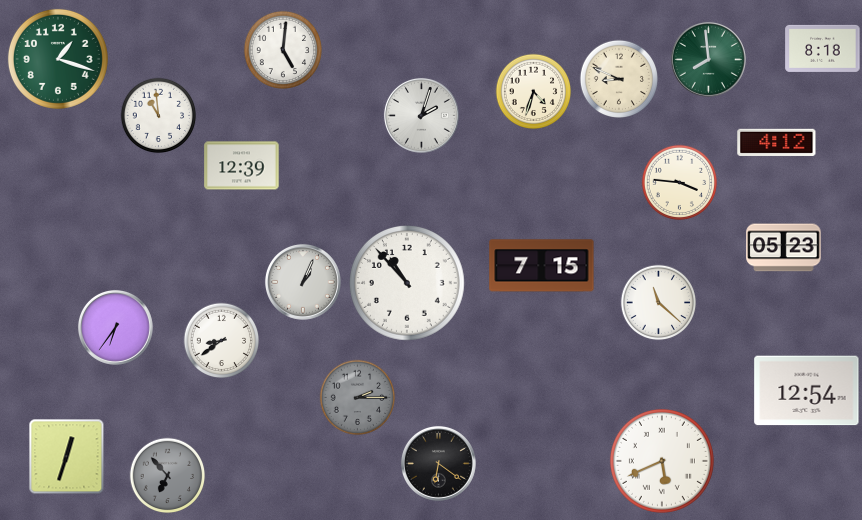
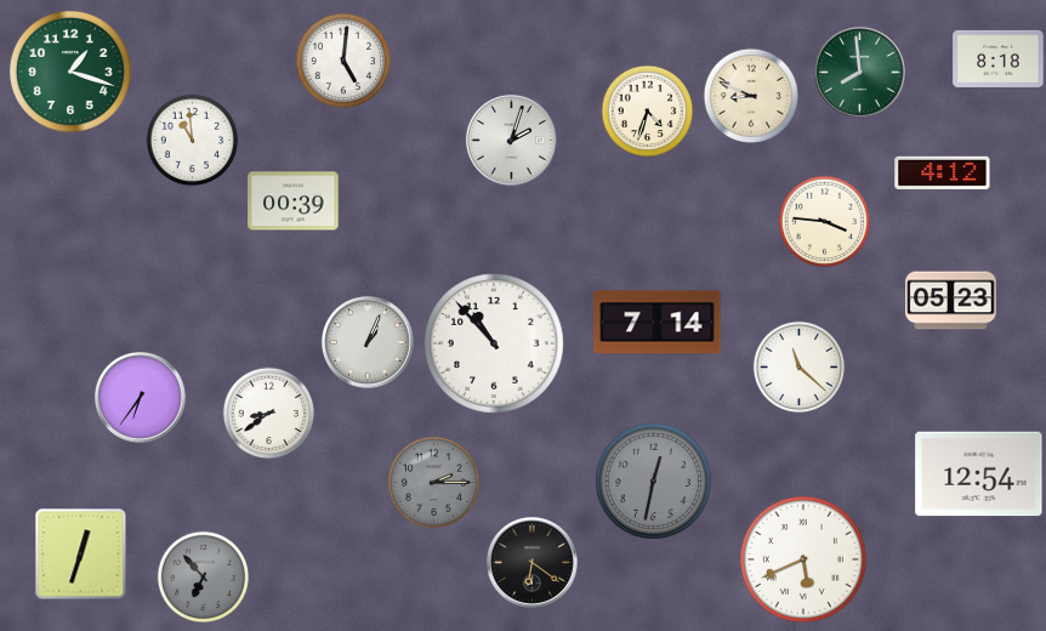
clock at (242, 166): 12:39 -> 00:39
clock at (542, 266): 7:15 -> 7:14
clock at (653, 481): none -> 12:32
